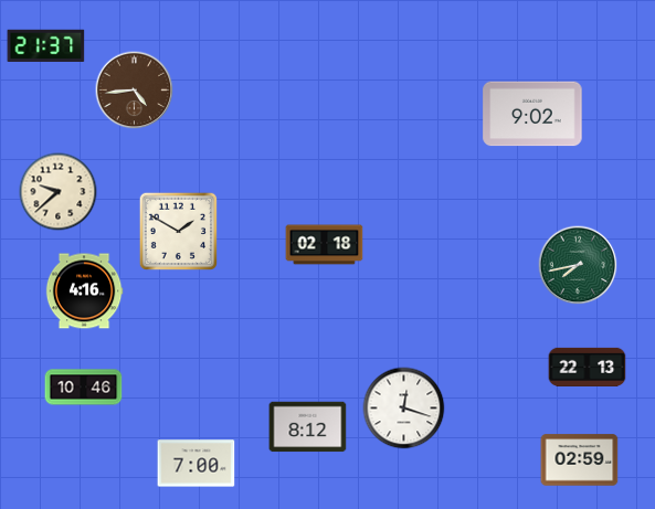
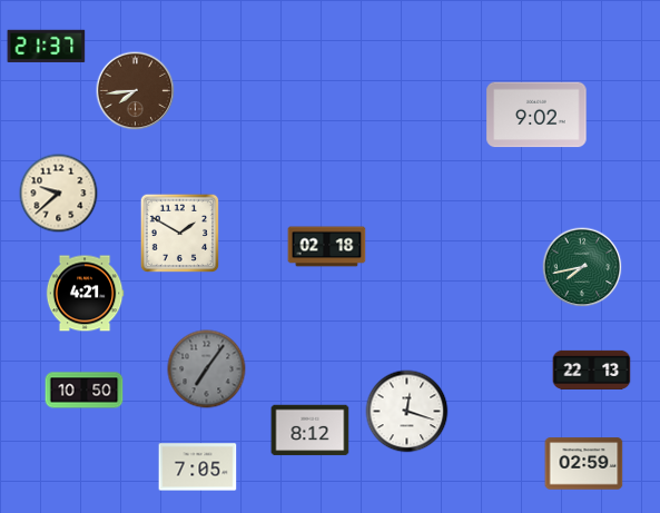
clock at (135, 91): 4:44 -> 7:44
clock at (84, 291): 4:16 -> 4:21
clock at (207, 369): none -> 7:06
clock at (84, 388): 10:46 -> 10:50
clock at (197, 464): 7:00 -> 7:05
